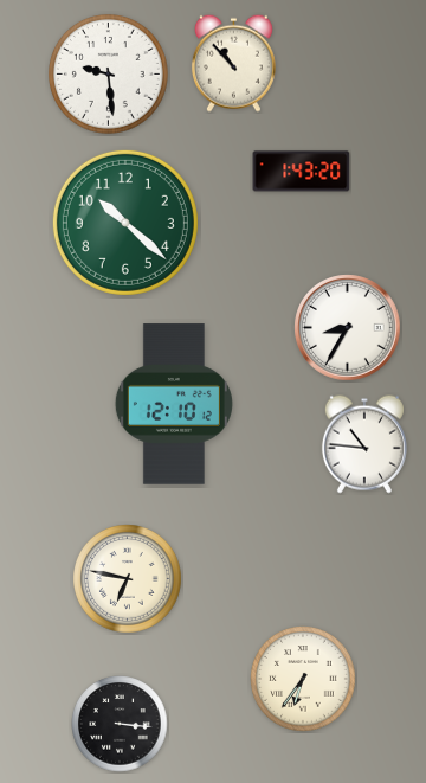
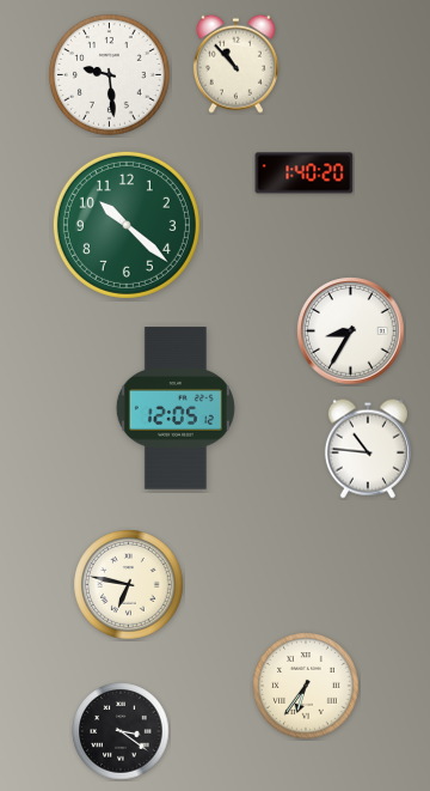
clock at (302, 172): 1:43 -> 1:40
clock at (174, 404): 12:10 -> 12:05
clock at (120, 724): 3:16 -> 3:21
